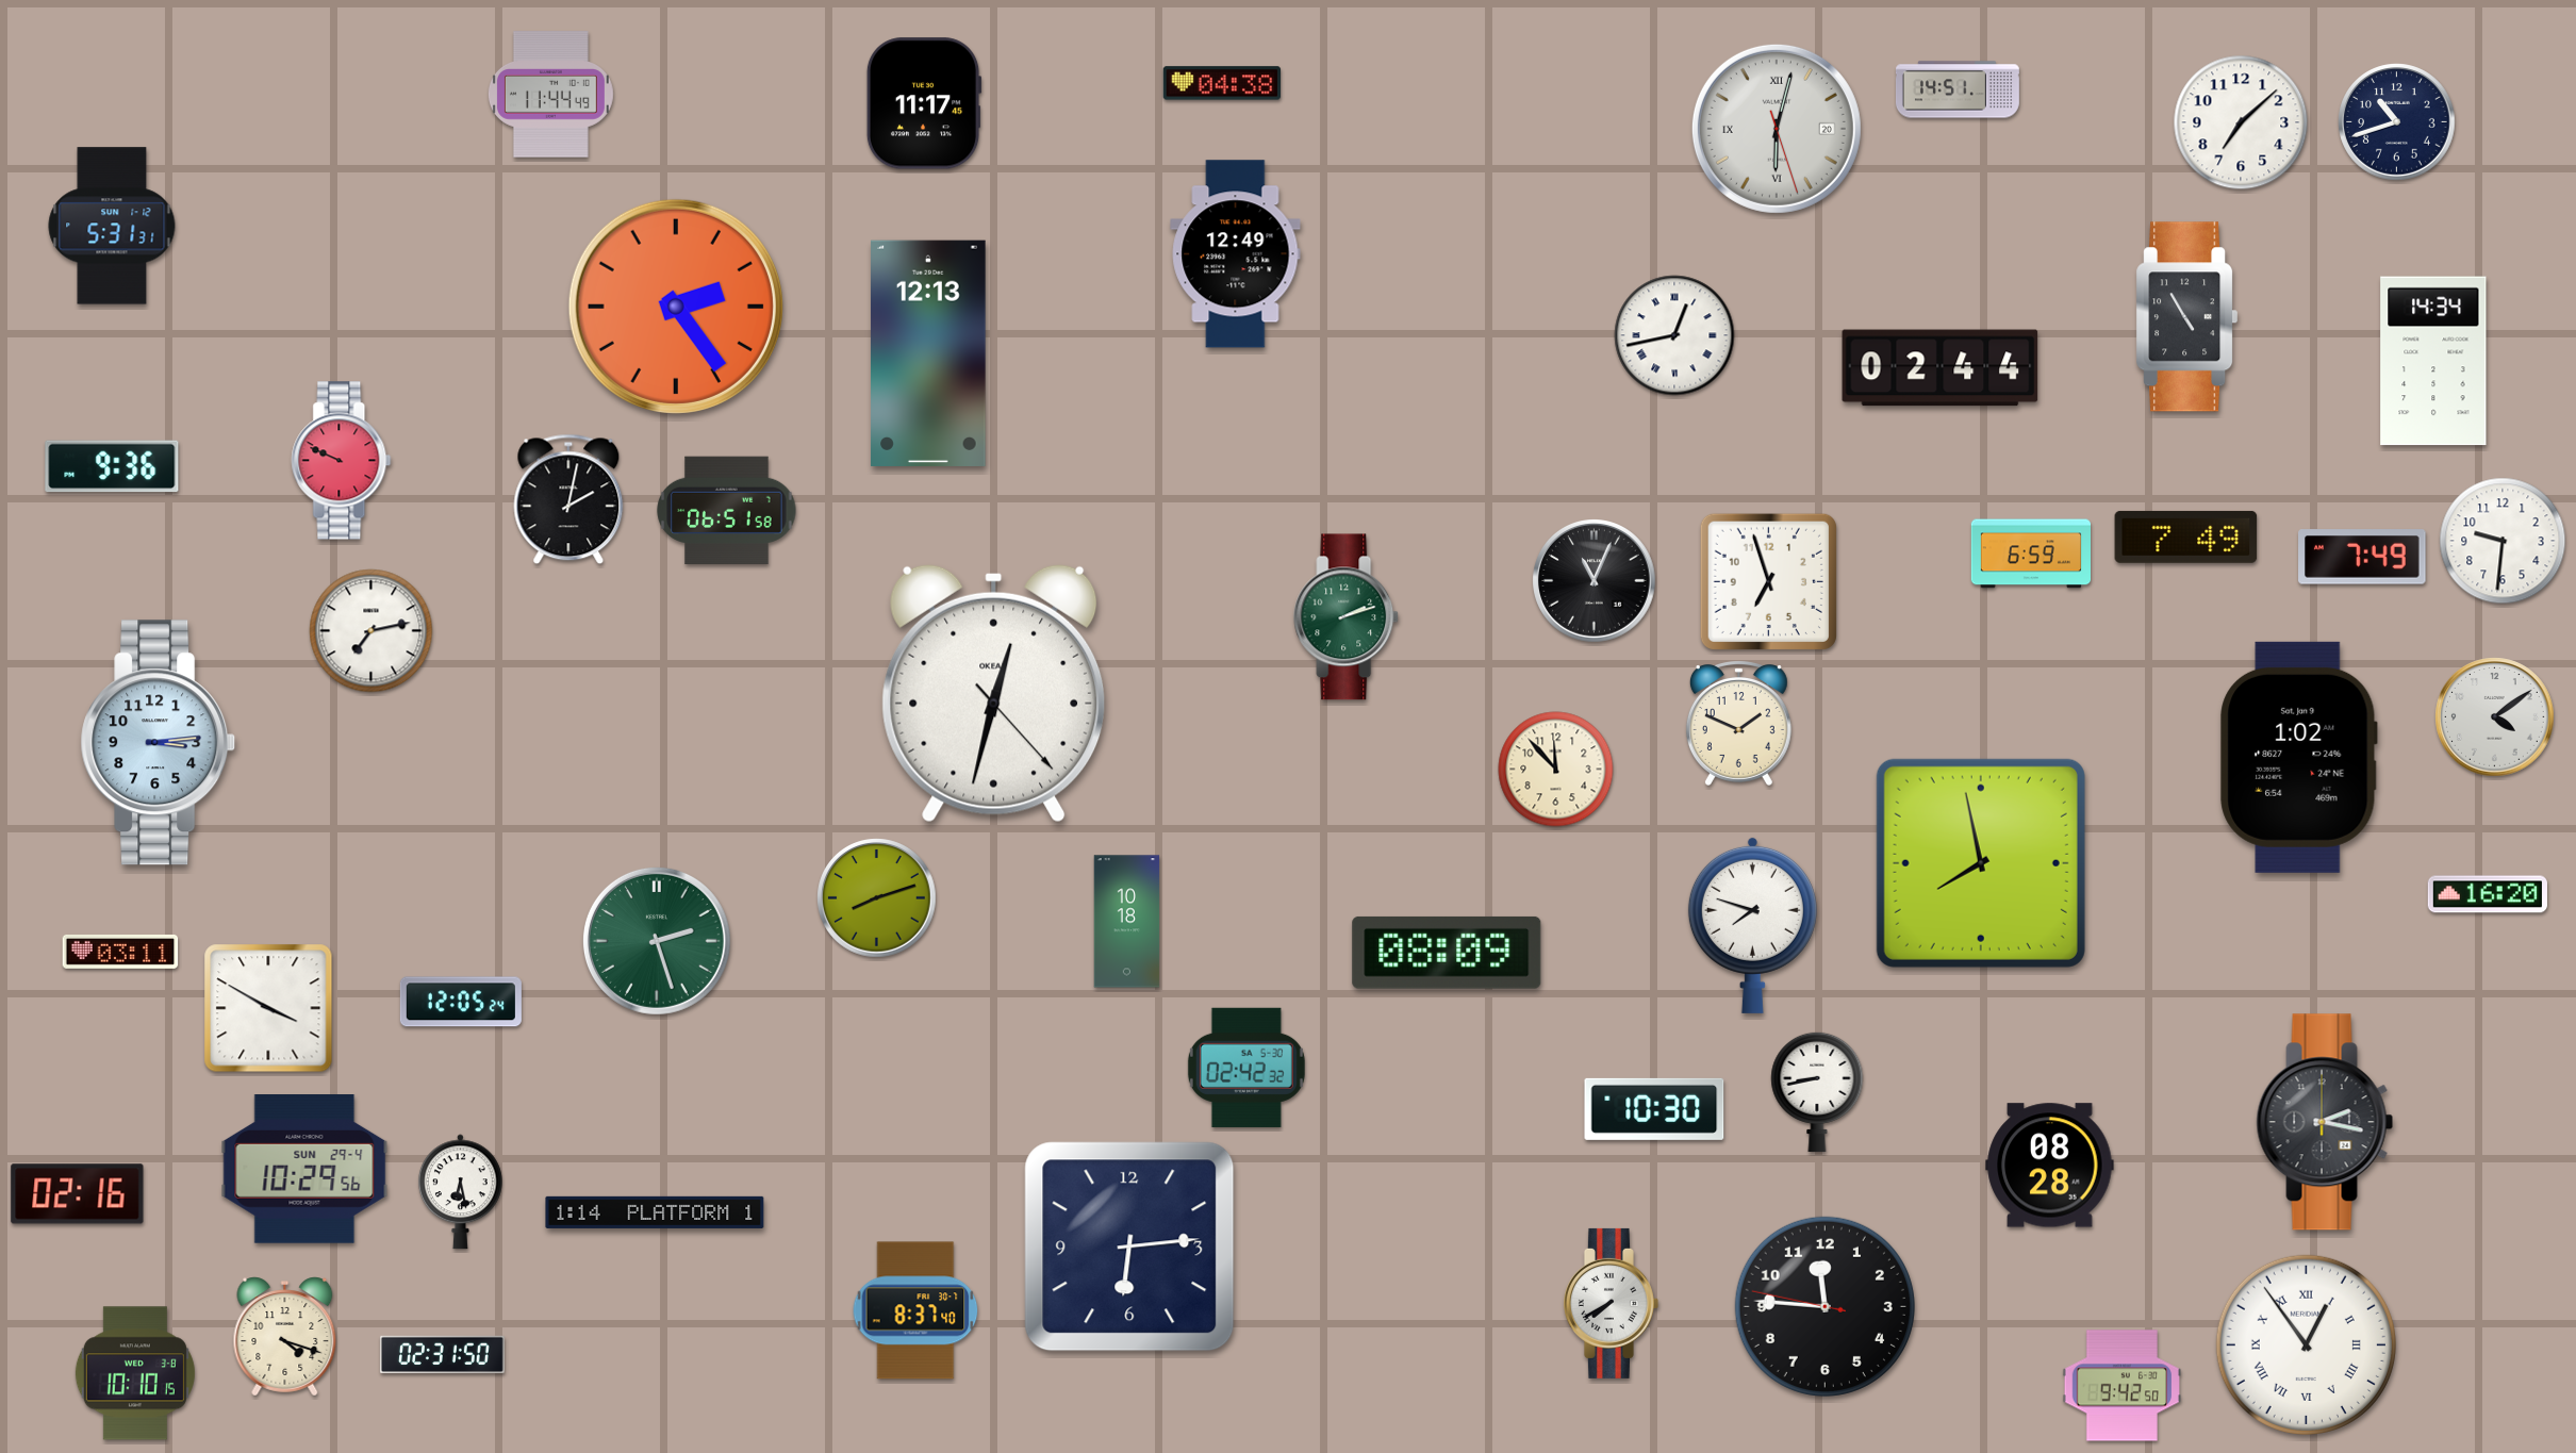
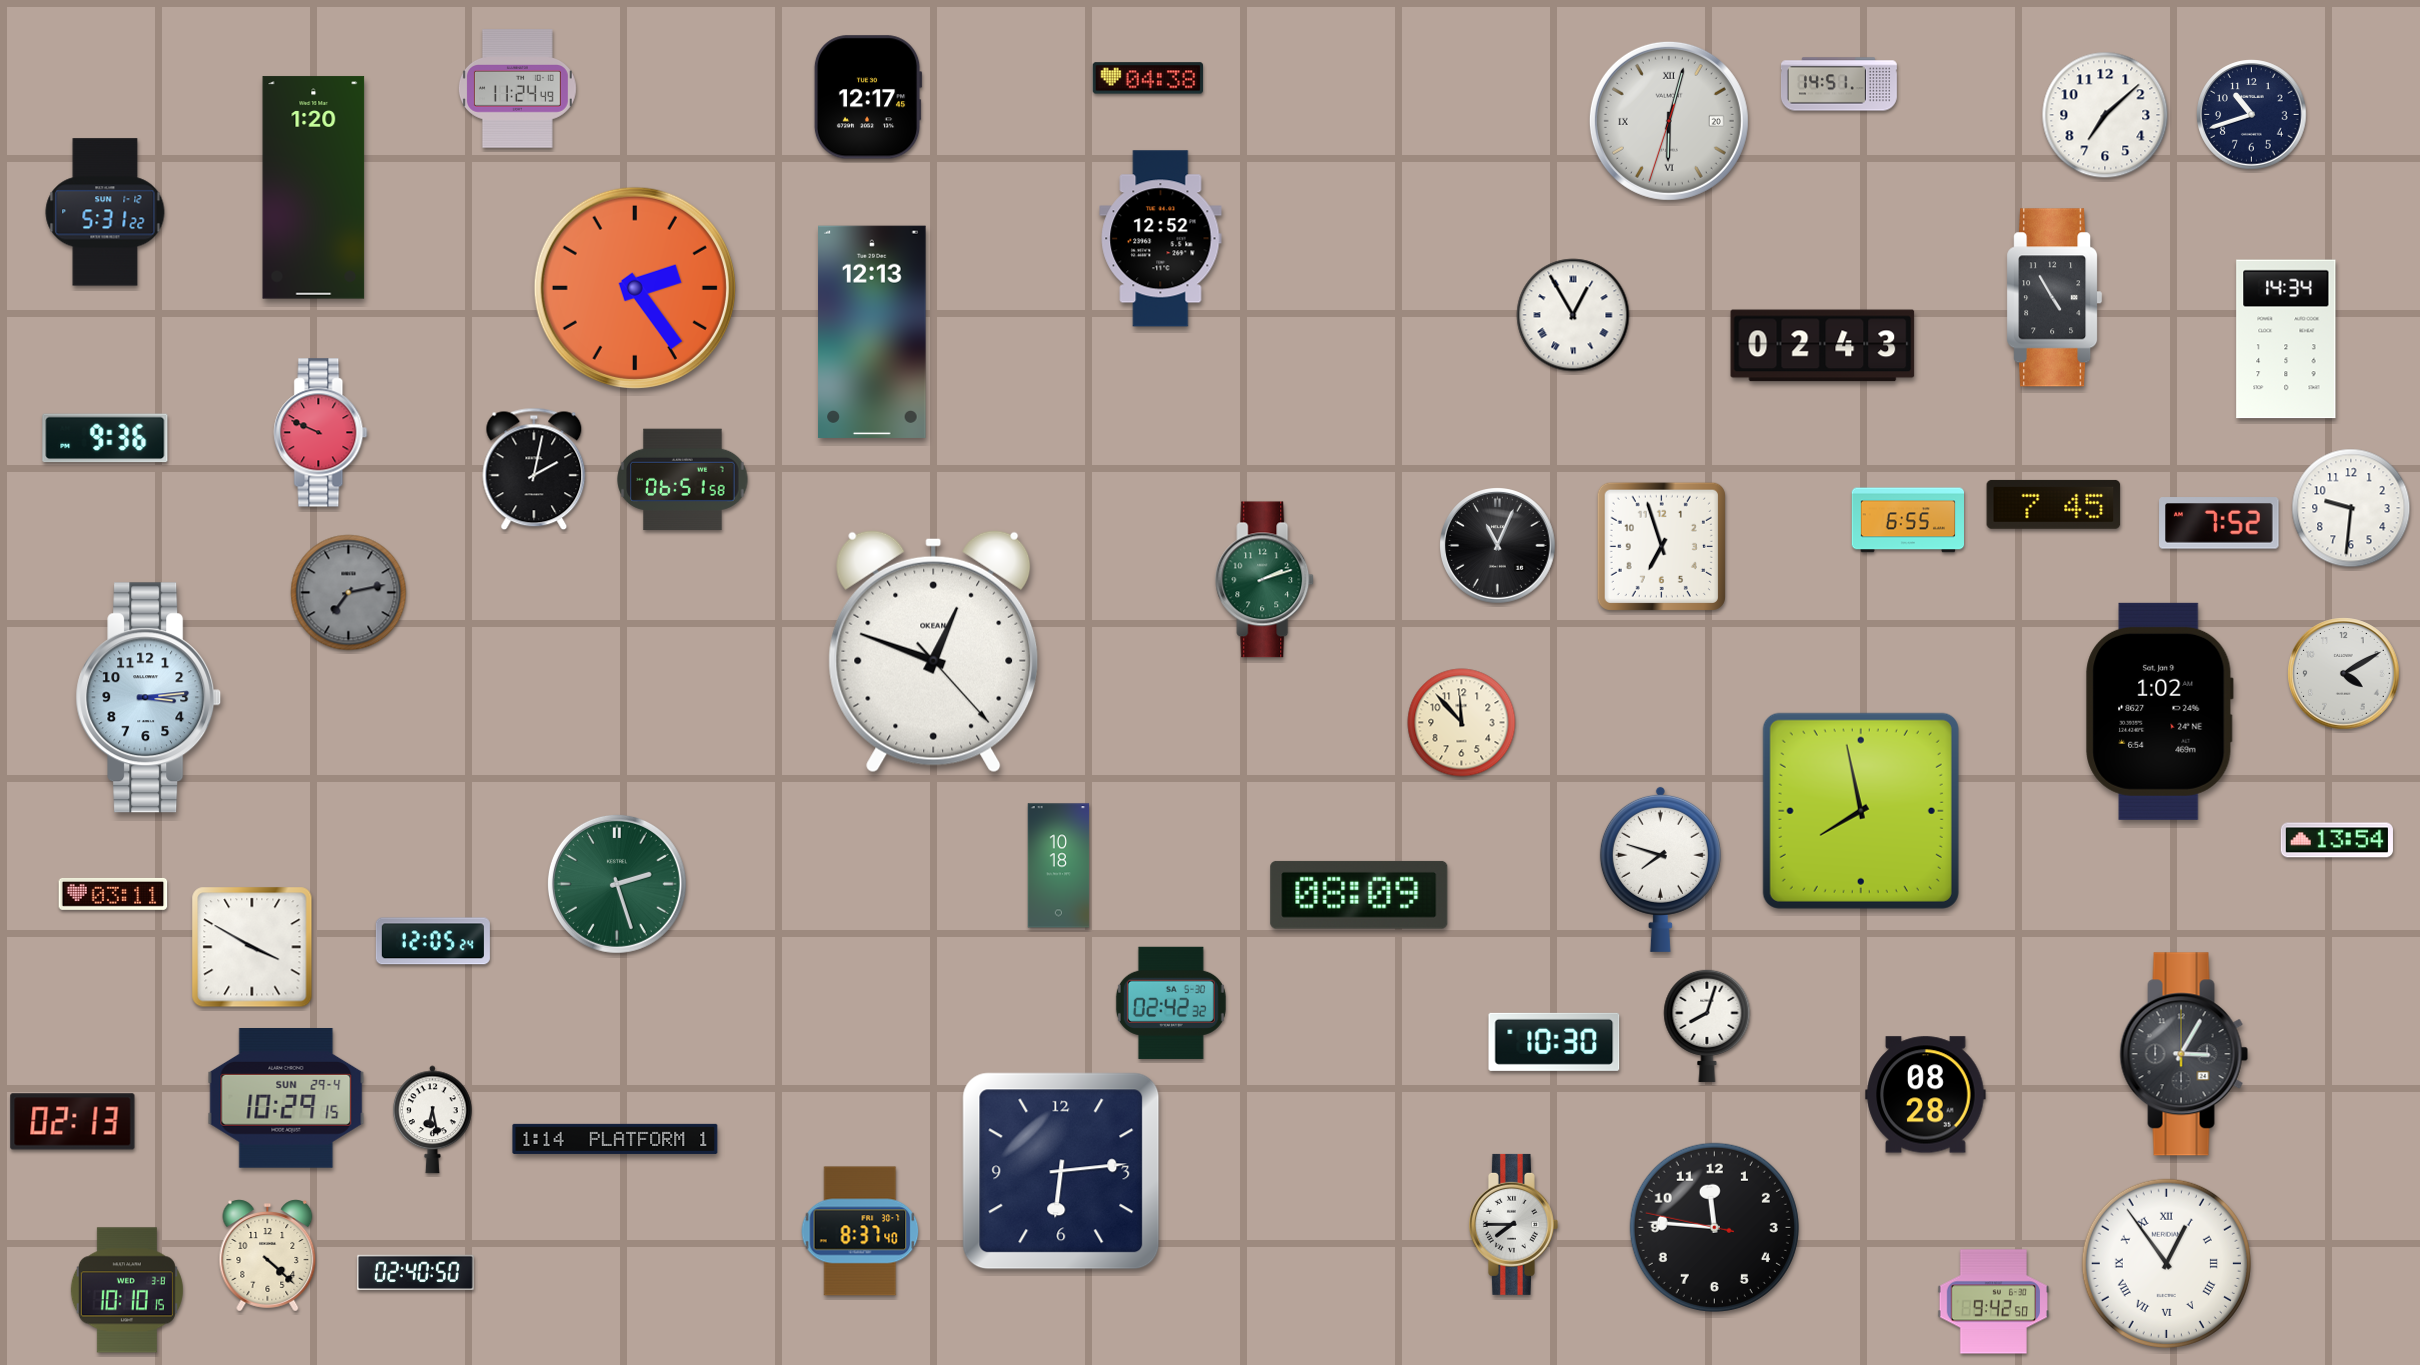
clock at (550, 95): 11:44 -> 11:24
clock at (924, 103): 11:17 -> 12:17
clock at (1777, 129): 6:02:27 -> 6:02:33
clock at (314, 188): none -> 1:20
clock at (112, 226): 5:31:31 -> 5:31:22
clock at (1236, 254): 12:49 -> 12:52
clock at (1674, 335): 12:43 -> 12:55
clock at (1941, 368): 02:44 -> 02:43
clock at (2186, 536): 7:49 -> 7:45
clock at (2030, 554): 6:59 -> 6:55
clock at (2362, 557): 7:49 -> 7:52
clock at (371, 631) dial: white -> grey
clock at (994, 693): 12:32 -> 12:48
clock at (2495, 717): 4:09 -> 4:10
clock at (1738, 723): 1:49 -> none
clock at (2488, 894): 16:20 -> 13:54
clock at (877, 898): 8:12 -> none
clock at (1752, 925) position: (1752, 925) -> (1660, 869)
clock at (1817, 1091): 8:43 -> 8:03
clock at (2325, 1122): 2:17 -> 3:05
clock at (304, 1170): 10:29:56 -> 10:29:15
clock at (78, 1194): 02:16 -> 02:13
clock at (1611, 1303): 7:40 -> 7:45
clock at (285, 1337): 4:18 -> 4:22
clock at (442, 1355): 02:31 -> 02:40
